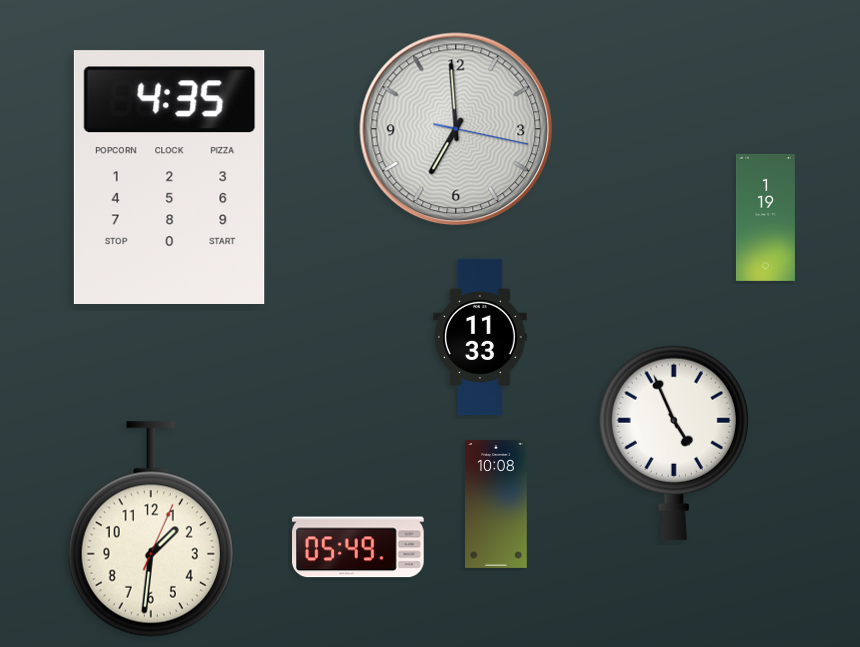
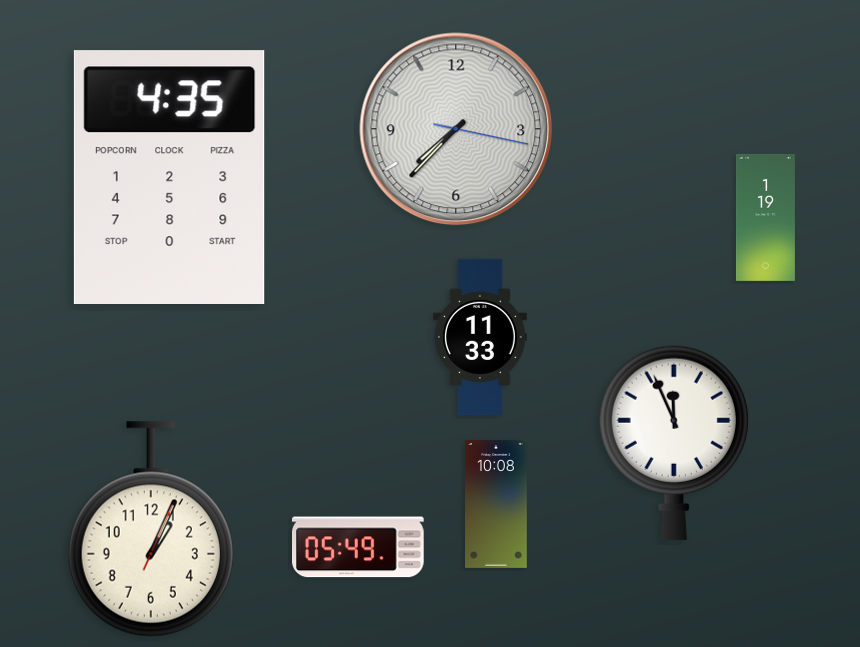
clock at (456, 129): 6:59 -> 7:37
clock at (674, 443): 4:56 -> 11:56
clock at (151, 529): 1:31 -> 1:04
